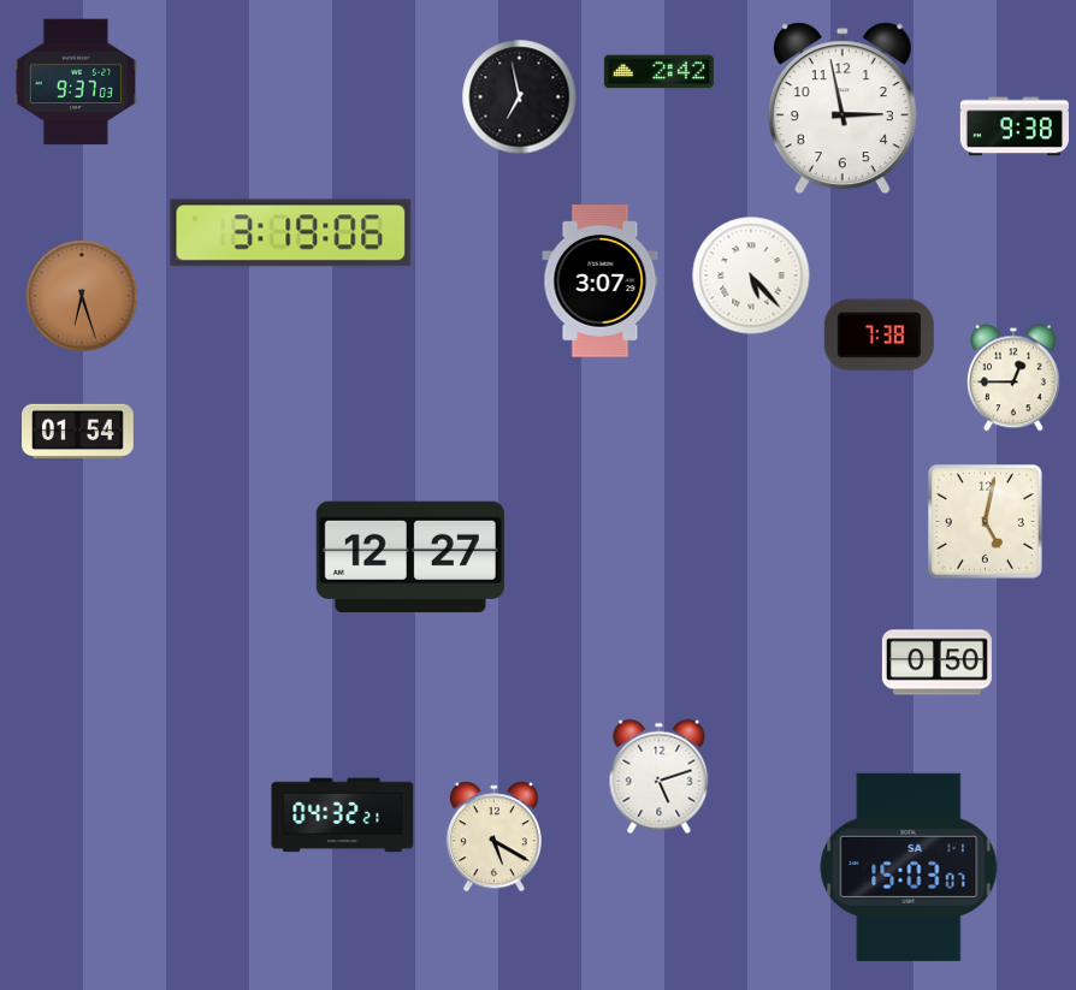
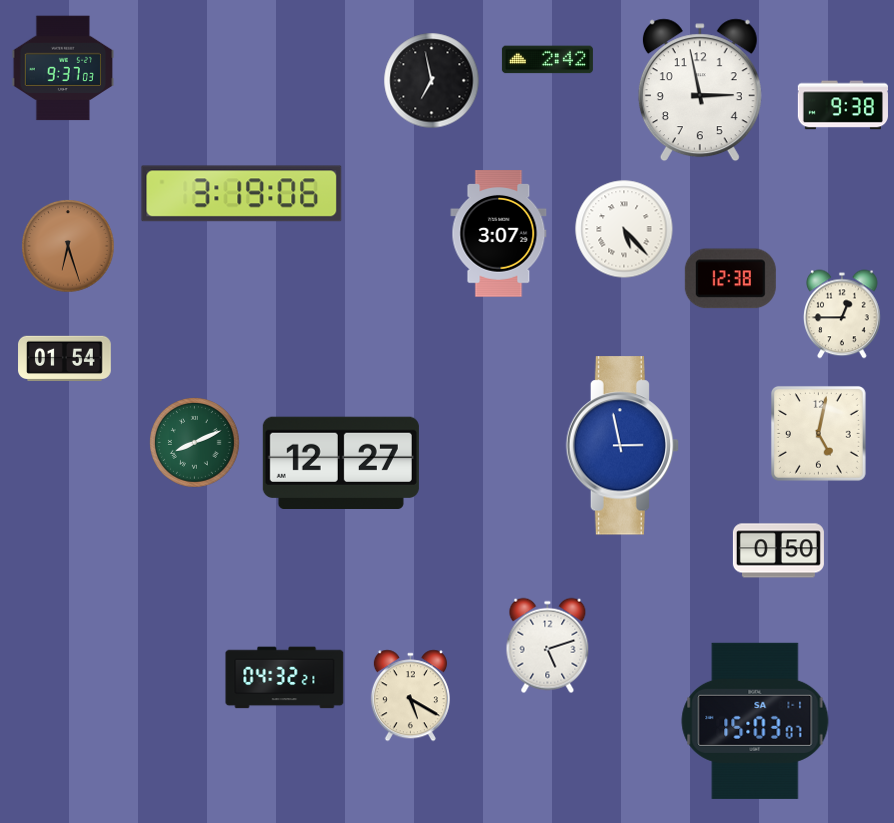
clock at (879, 336): 7:38 -> 12:38
clock at (195, 443): none -> 8:11
clock at (623, 446): none -> 2:58
